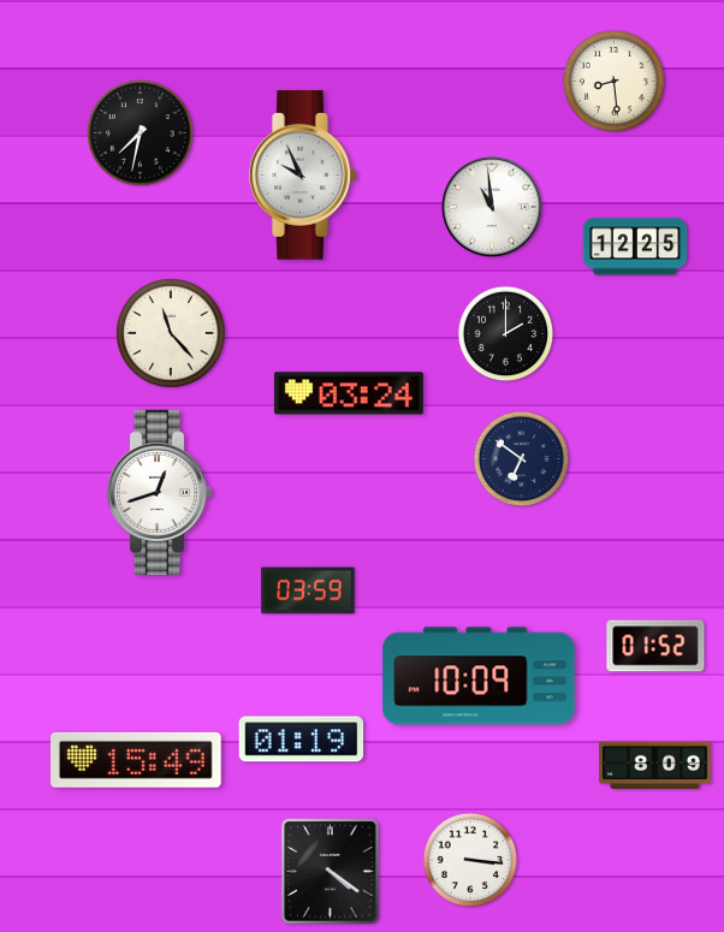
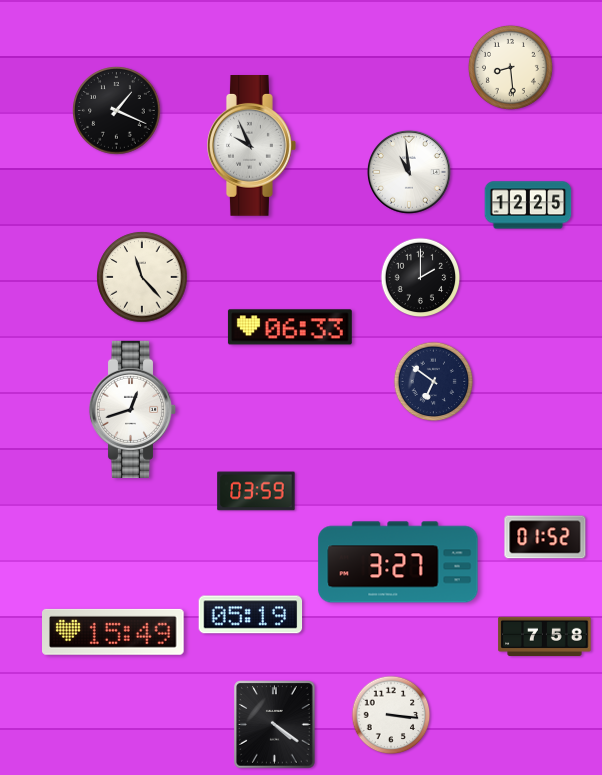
clock at (141, 133): 7:32 -> 1:19
clock at (349, 393): 03:24 -> 06:33
clock at (479, 676): 10:09 -> 3:27
clock at (302, 740): 01:19 -> 05:19
clock at (655, 765): 8:09 -> 7:58
